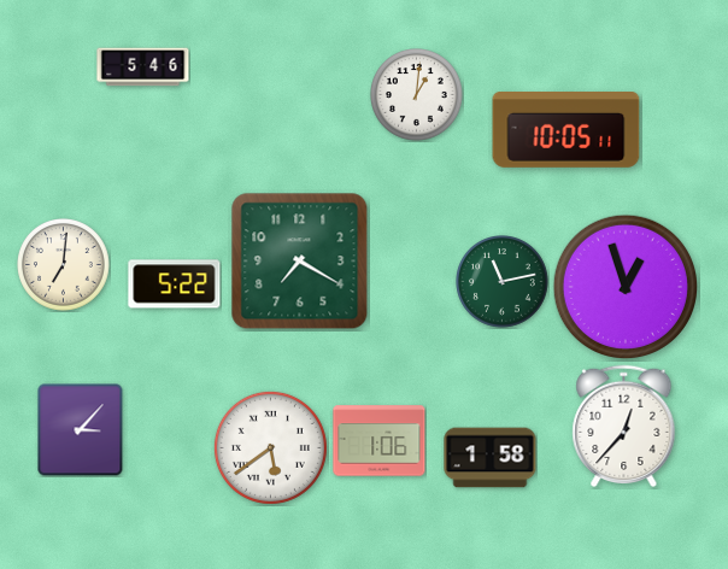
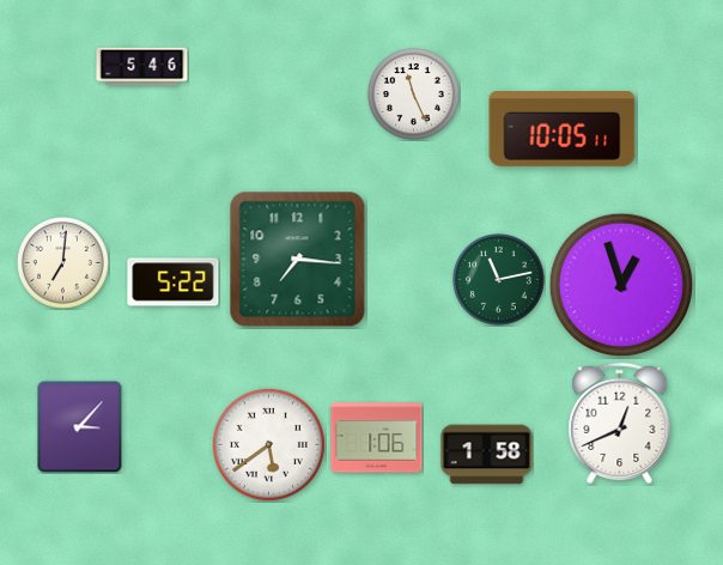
clock at (417, 95): 1:01 -> 11:26
clock at (300, 262): 7:20 -> 7:16
clock at (624, 427): 12:37 -> 12:41
